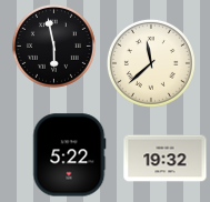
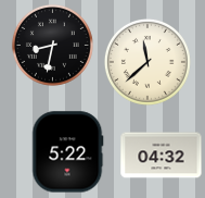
clock at (53, 46): 5:58 -> 8:32
clock at (166, 159): 19:32 -> 04:32
